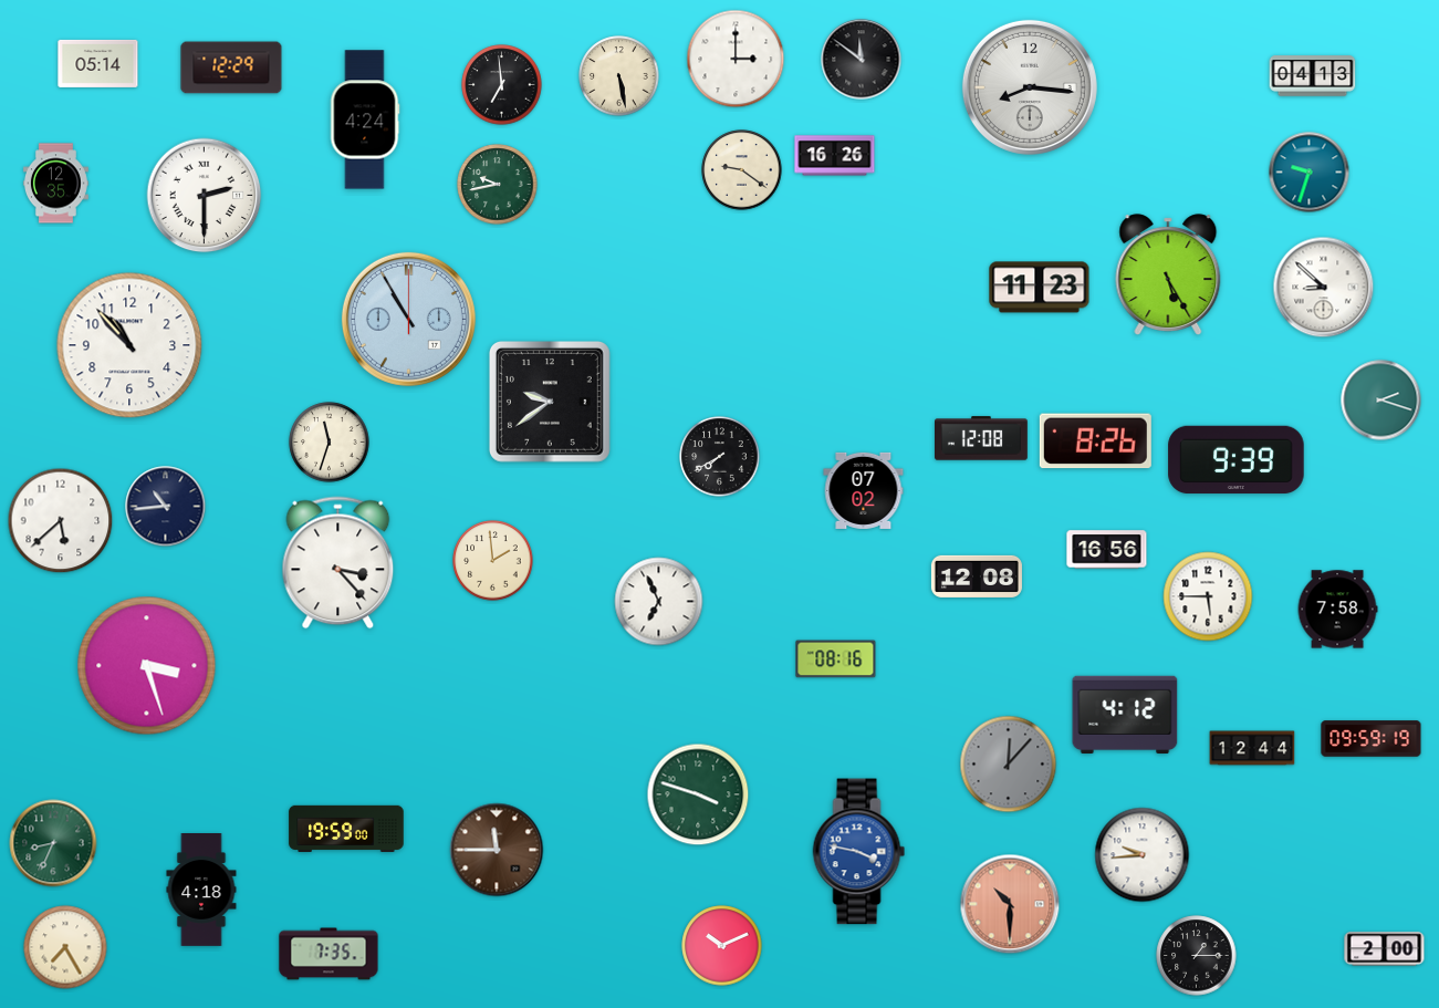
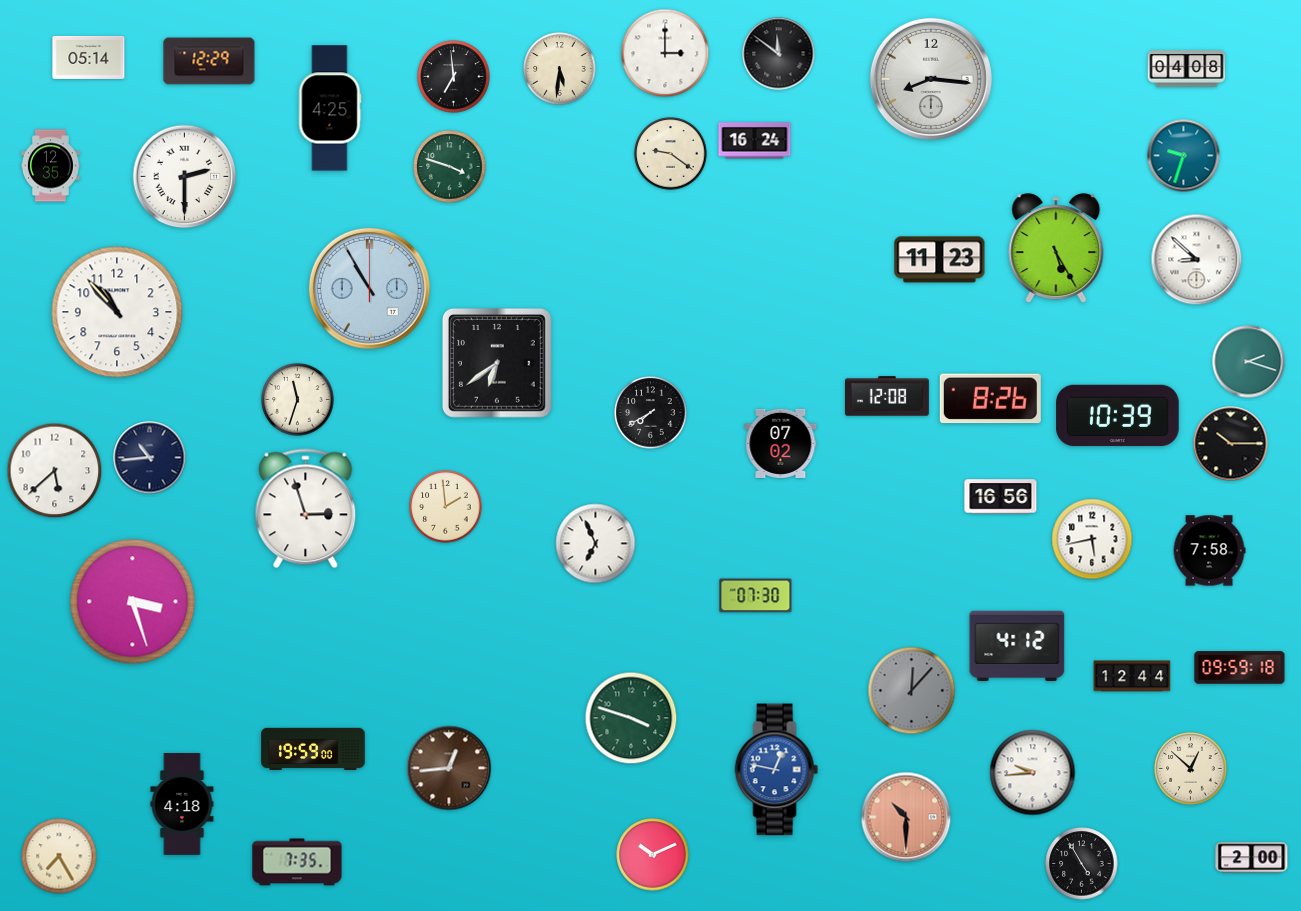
clock at (619, 76): 5:28 -> 5:31
clock at (1313, 76): 04:13 -> 04:08
clock at (365, 119): 4:24 -> 4:25
clock at (835, 156): 16:26 -> 16:24
clock at (498, 185): 9:43 -> 3:48
clock at (550, 402): 9:39 -> 6:39
clock at (1237, 460): 9:39 -> 10:39
clock at (1231, 444): none -> 10:15
clock at (338, 563): 3:23 -> 2:57
clock at (977, 576): 12:08 -> none
clock at (1208, 596): 5:45 -> 5:43
clock at (836, 659): 08:16 -> 07:30
clock at (1372, 739): 09:59:19 -> 09:59:18
clock at (53, 843): 8:34 -> none
clock at (497, 850): 11:45 -> 12:44
clock at (1191, 769): none -> 12:52
clock at (859, 852): 3:47 -> 12:47
clock at (1010, 904) position: (1010, 904) -> (906, 817)
clock at (1197, 956): 1:15 -> 4:55
